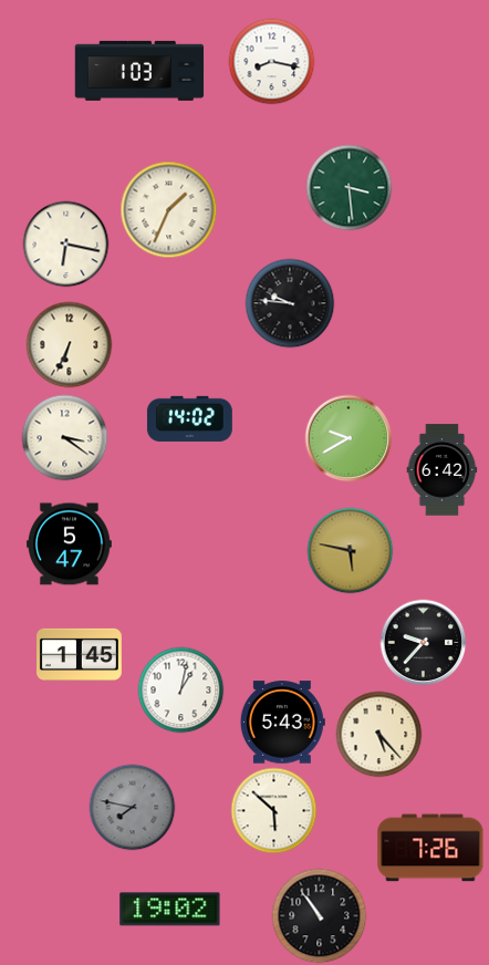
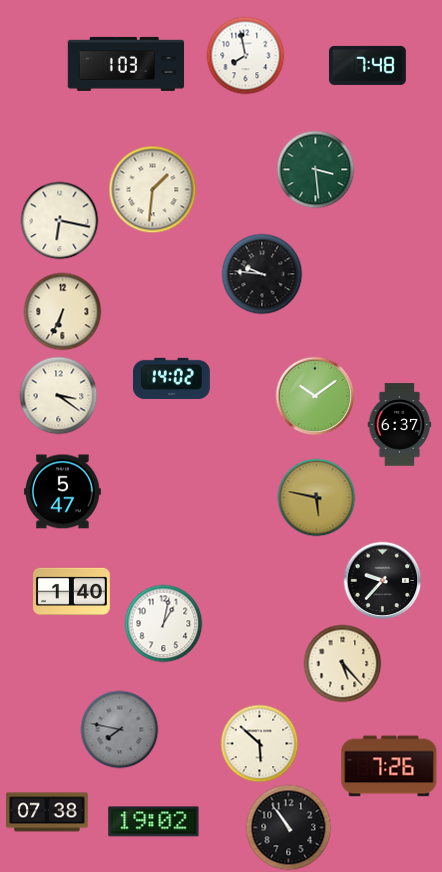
clock at (271, 61): 8:17 -> 7:58
clock at (368, 65): none -> 7:48
clock at (168, 209): 1:34 -> 1:31
clock at (348, 438): 9:40 -> 10:09
clock at (443, 470): 6:42 -> 6:37
clock at (80, 655): 1:45 -> 1:40
clock at (282, 723): 5:43 -> none
clock at (273, 810) position: (273, 810) -> (259, 743)
clock at (47, 812): none -> 07:38
